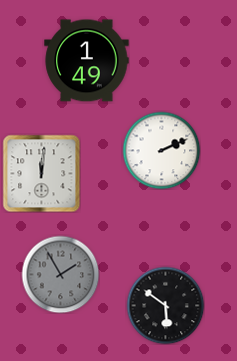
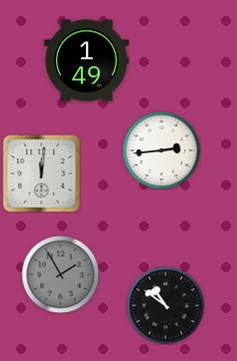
clock at (161, 150): 2:11 -> 2:44
clock at (165, 305): 5:51 -> 10:51
